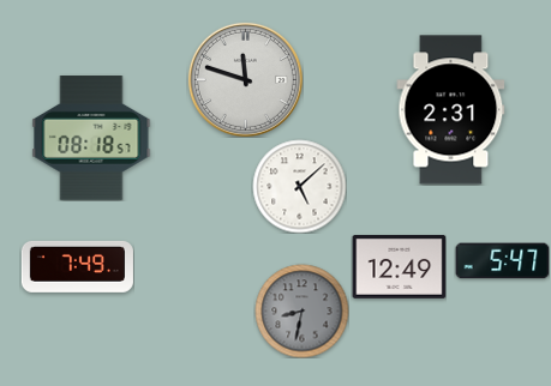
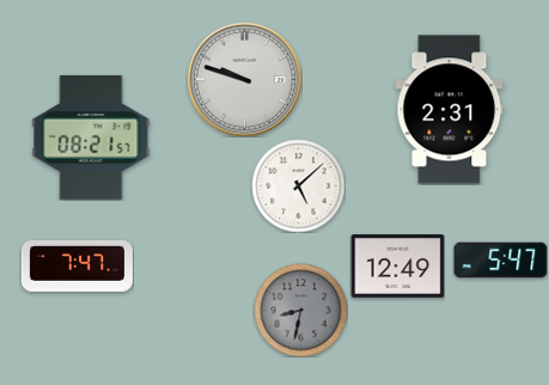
clock at (245, 79): 11:48 -> 9:48
clock at (91, 139): 08:18 -> 08:21
clock at (77, 266): 7:49 -> 7:47
